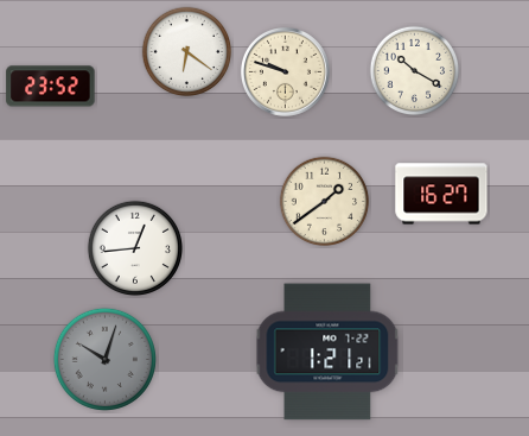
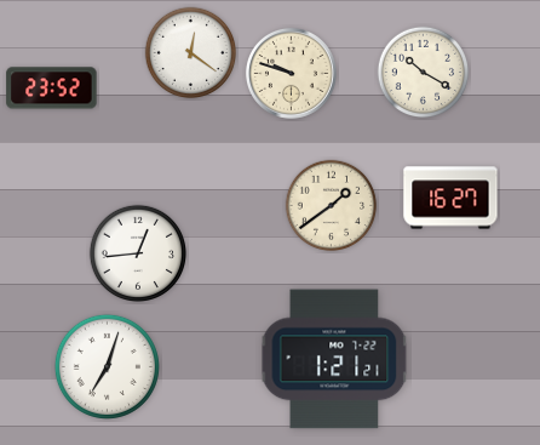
clock at (187, 52): 6:21 -> 12:21
clock at (104, 359): 10:03 -> 7:03
clock at (104, 359) dial: grey -> white
